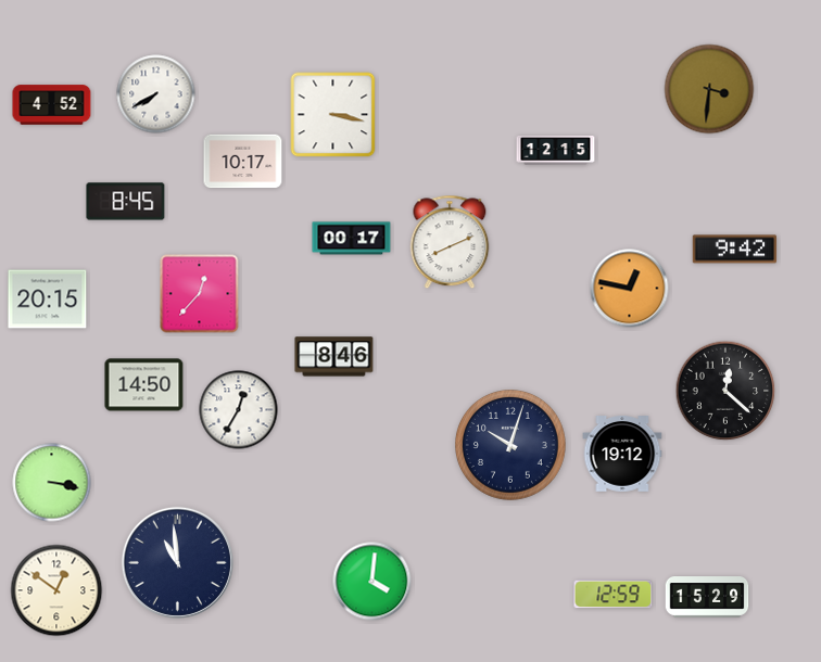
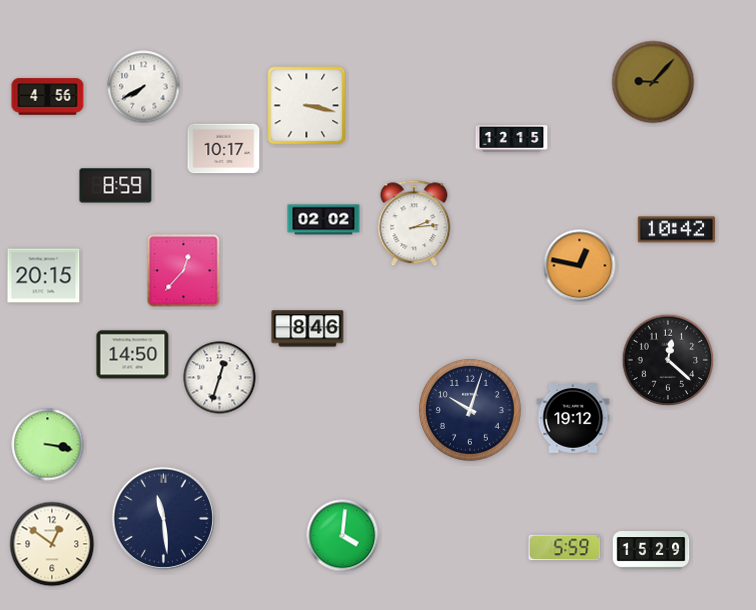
clock at (709, 89): 3:31 -> 9:07
clock at (52, 105): 4:52 -> 4:56
clock at (126, 202): 8:45 -> 8:59
clock at (352, 239): 00:17 -> 02:02
clock at (450, 242): 8:11 -> 2:14
clock at (735, 250): 9:42 -> 10:42
clock at (239, 410): 12:35 -> 12:33
clock at (177, 562): 10:59 -> 11:29
clock at (614, 595): 12:59 -> 5:59
